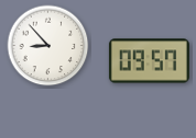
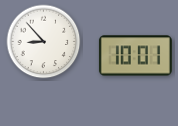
clock at (149, 61): 09:57 -> 10:01
